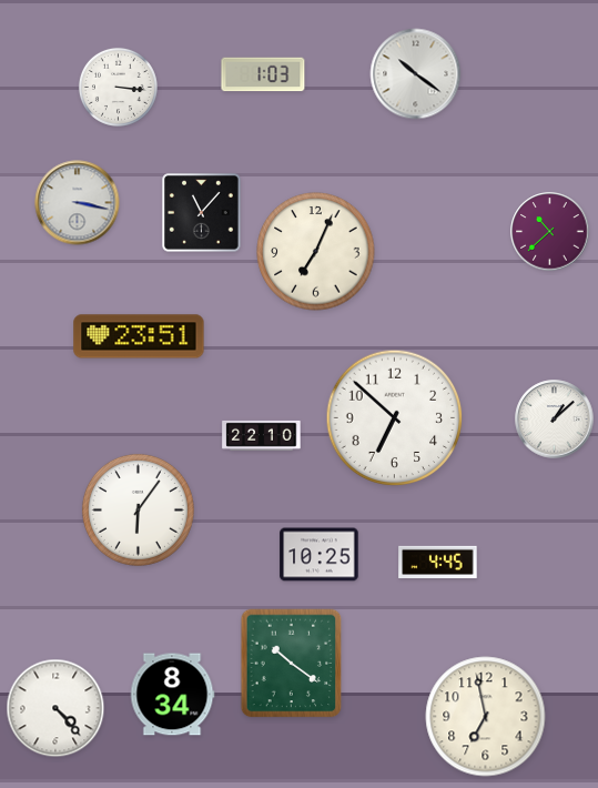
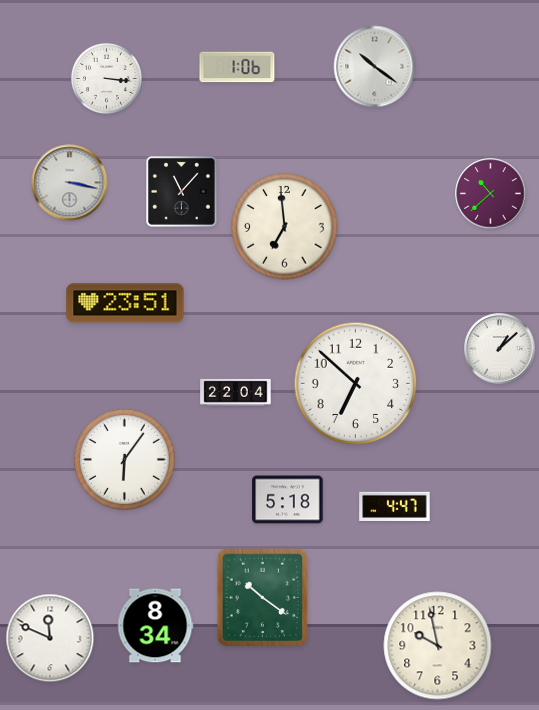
clock at (263, 74): 1:03 -> 1:06
clock at (550, 232) position: (550, 232) -> (491, 194)
clock at (316, 252): 7:04 -> 6:59
clock at (395, 418) position: (395, 418) -> (356, 384)
clock at (555, 420) position: (555, 420) -> (500, 349)
clock at (262, 435): 22:10 -> 22:04
clock at (320, 555): 10:25 -> 5:18
clock at (438, 562): 4:45 -> 4:47
clock at (55, 708): 4:23 -> 11:49
clock at (486, 717): 6:58 -> 9:58
